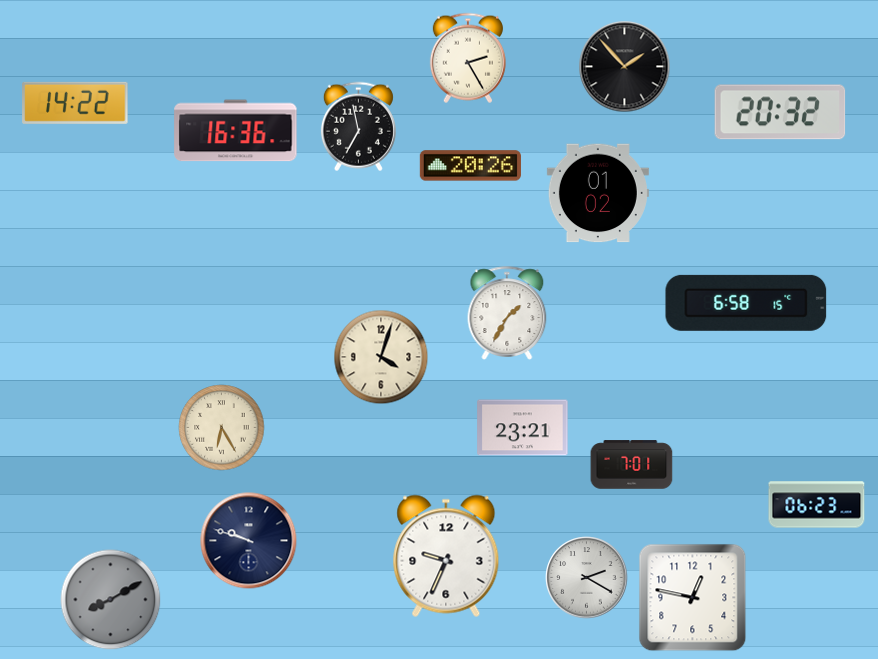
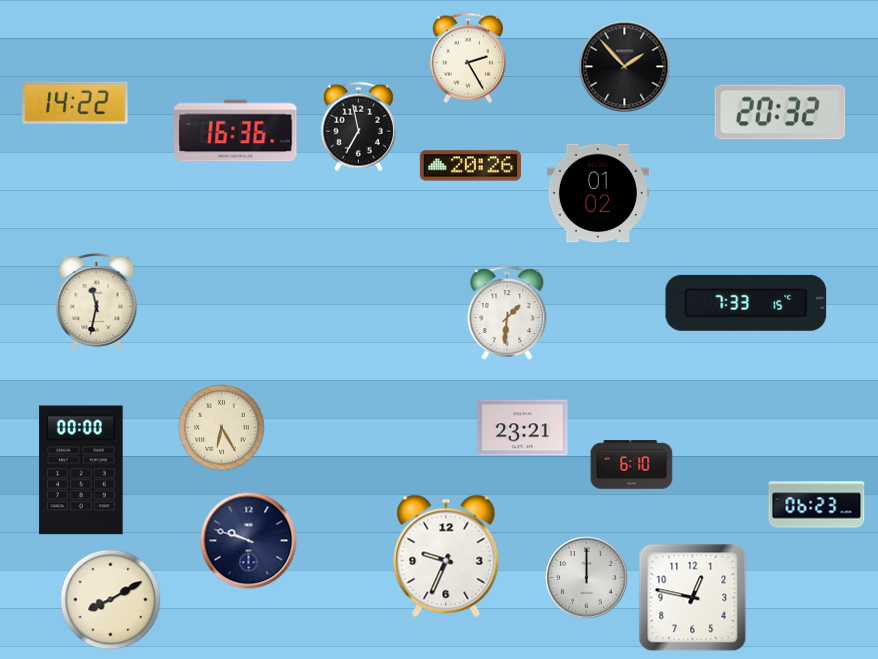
clock at (97, 302): none -> 11:32
clock at (746, 303): 6:58 -> 7:33
clock at (507, 313): 1:35 -> 1:31
clock at (381, 357): 4:03 -> none
clock at (632, 465): 7:01 -> 6:10
clock at (81, 470): none -> 00:00
clock at (587, 578): 2:20 -> 12:00
clock at (111, 600) dial: grey -> cream
